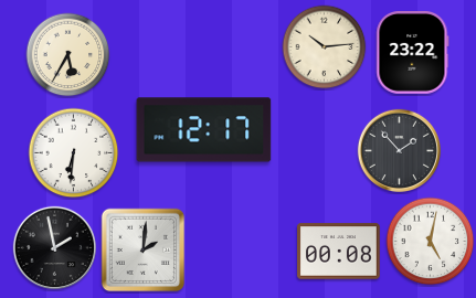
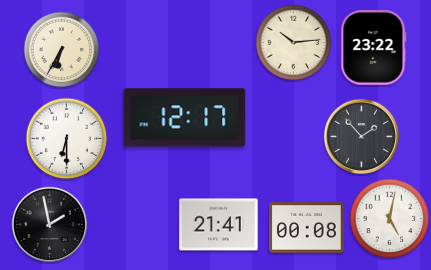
clock at (68, 55): 5:35 -> 6:35
clock at (74, 153): 6:31 -> 6:30
clock at (219, 225): none -> 21:41
clock at (144, 251): 2:01 -> none
